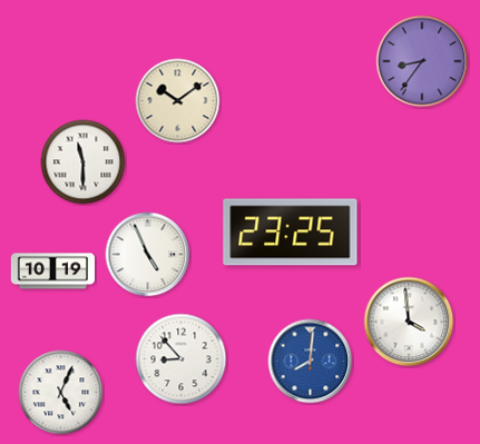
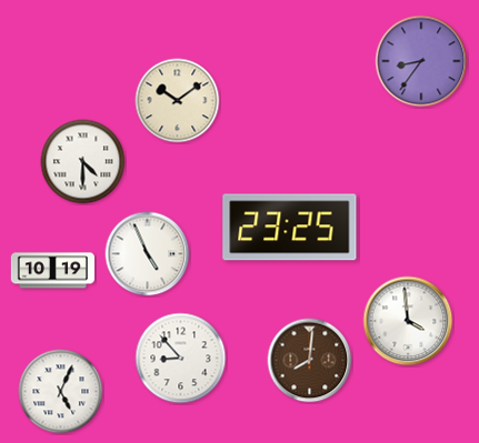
clock at (84, 162): 11:30 -> 4:30
clock at (291, 233) position: (291, 233) -> (290, 228)
clock at (311, 362) dial: blue -> brown
